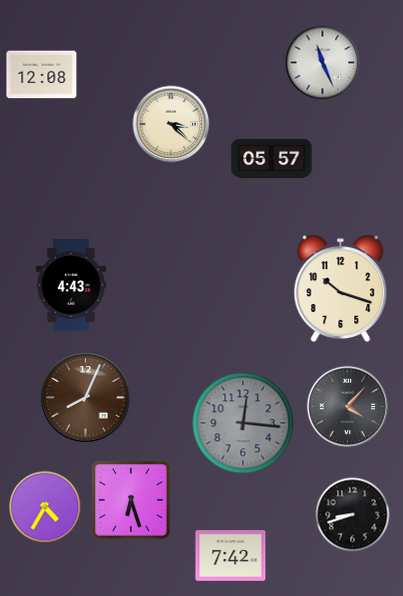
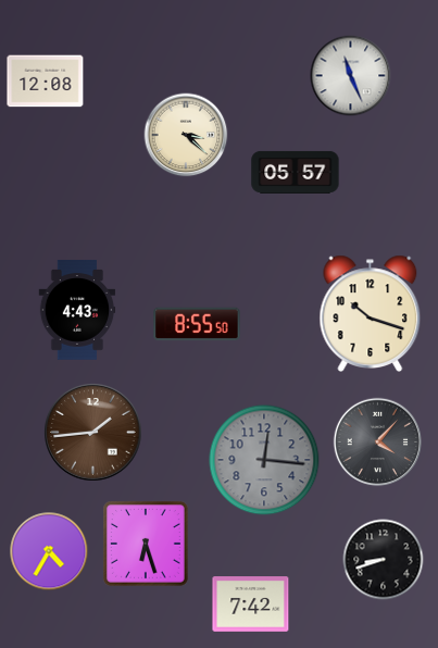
clock at (323, 63) position: (323, 63) -> (351, 76)
clock at (197, 324): none -> 8:55
clock at (86, 398): 8:04 -> 1:44
clock at (132, 501) position: (132, 501) -> (147, 545)
